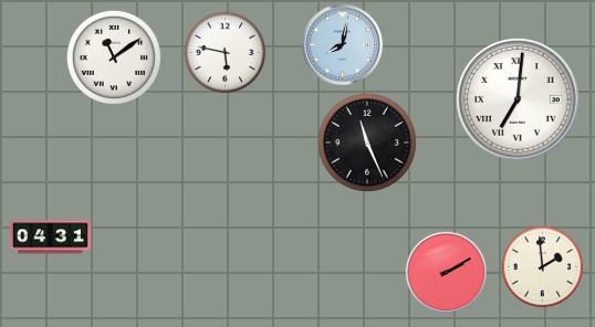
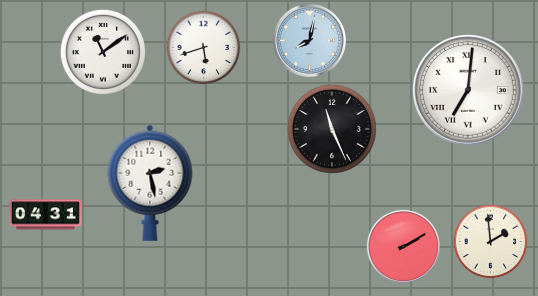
clock at (226, 53): 5:47 -> 5:42
clock at (150, 183): none -> 2:28
